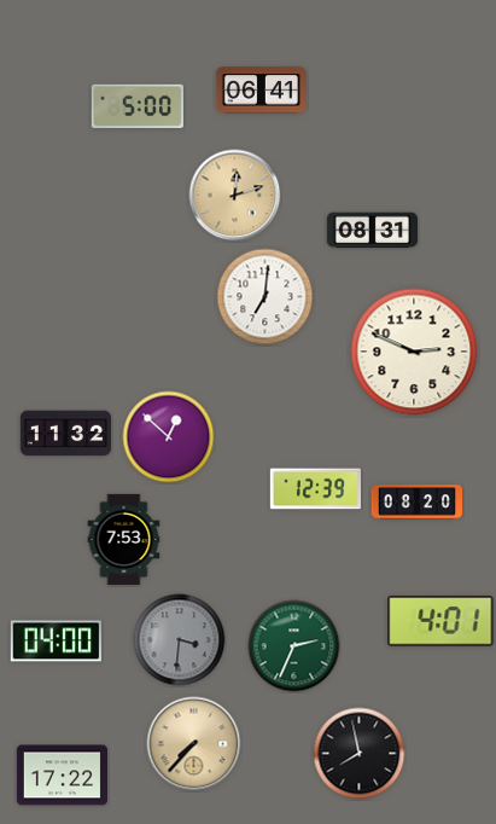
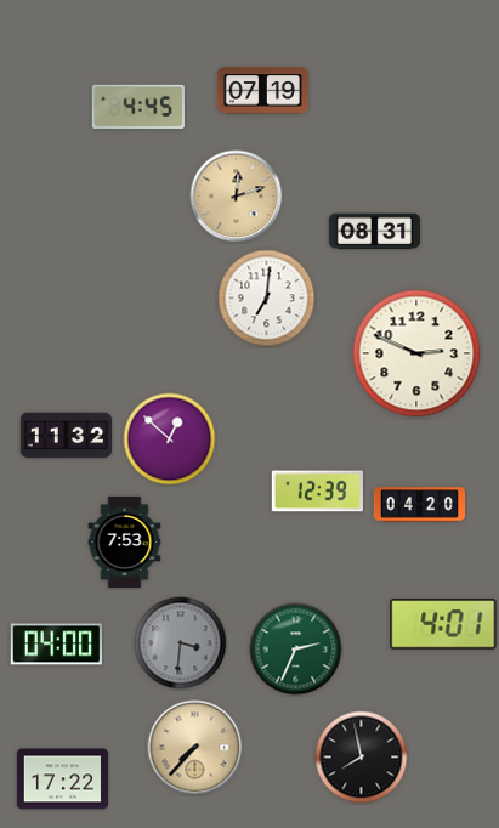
clock at (261, 91): 06:41 -> 07:19
clock at (138, 106): 5:00 -> 4:45
clock at (416, 503): 08:20 -> 04:20
